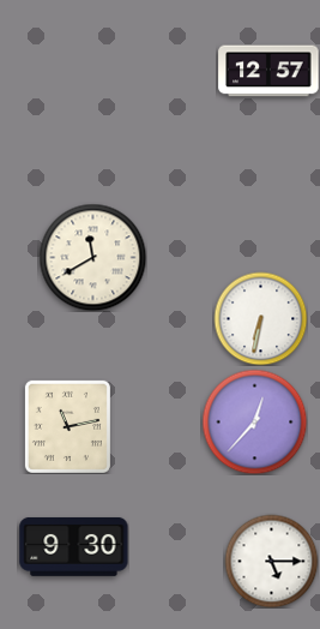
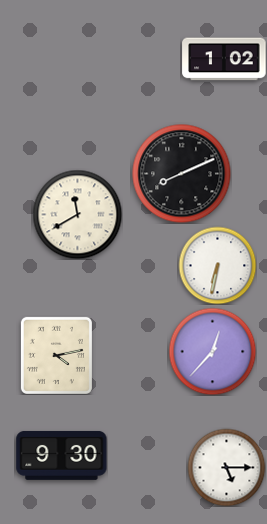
clock at (268, 71): 12:57 -> 1:02
clock at (182, 174): none -> 8:11
clock at (67, 426): 11:13 -> 4:13
